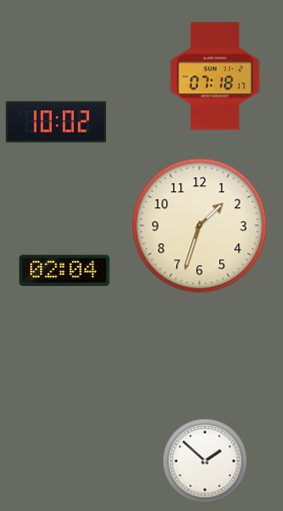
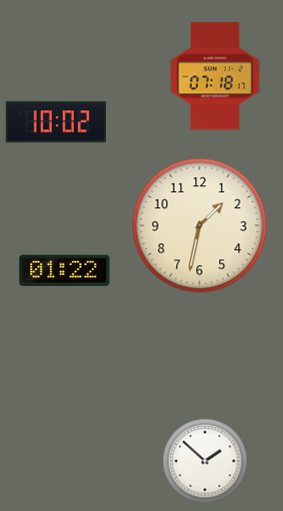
clock at (200, 226): 1:33 -> 1:32
clock at (65, 270): 02:04 -> 01:22
